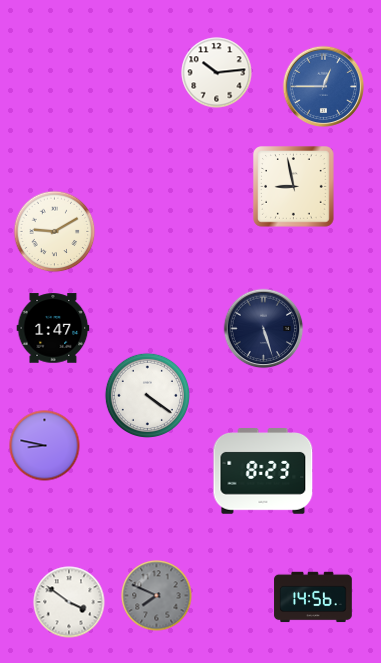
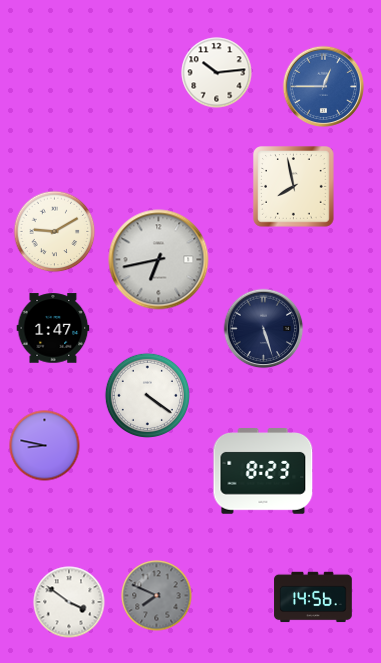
clock at (294, 187): 8:58 -> 7:58
clock at (159, 260): none -> 6:43
